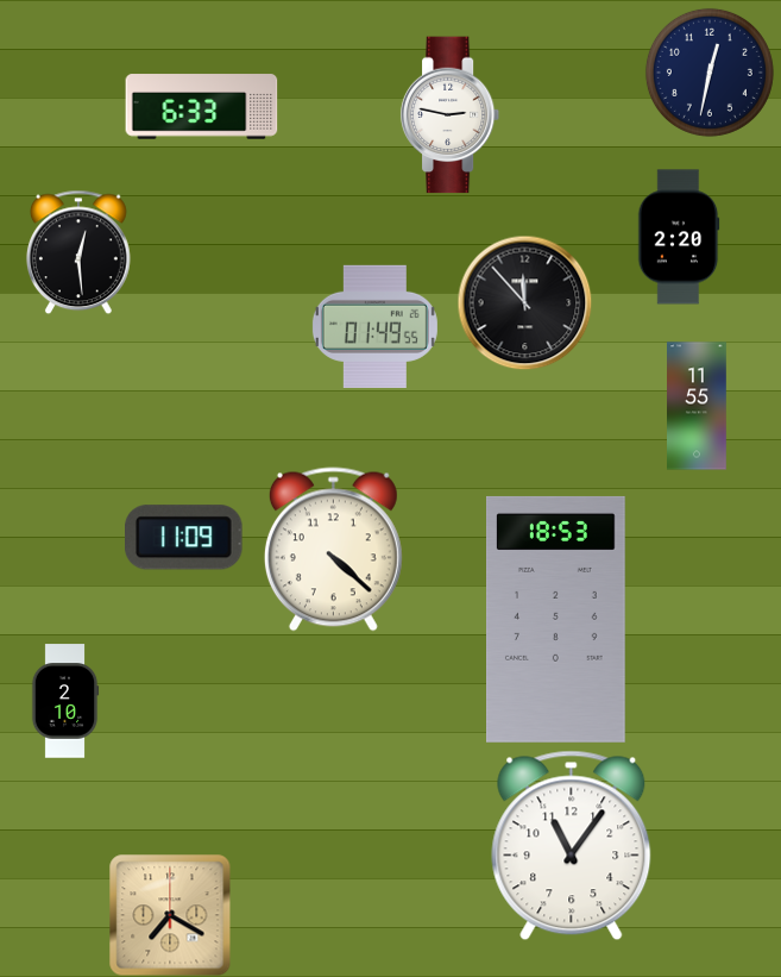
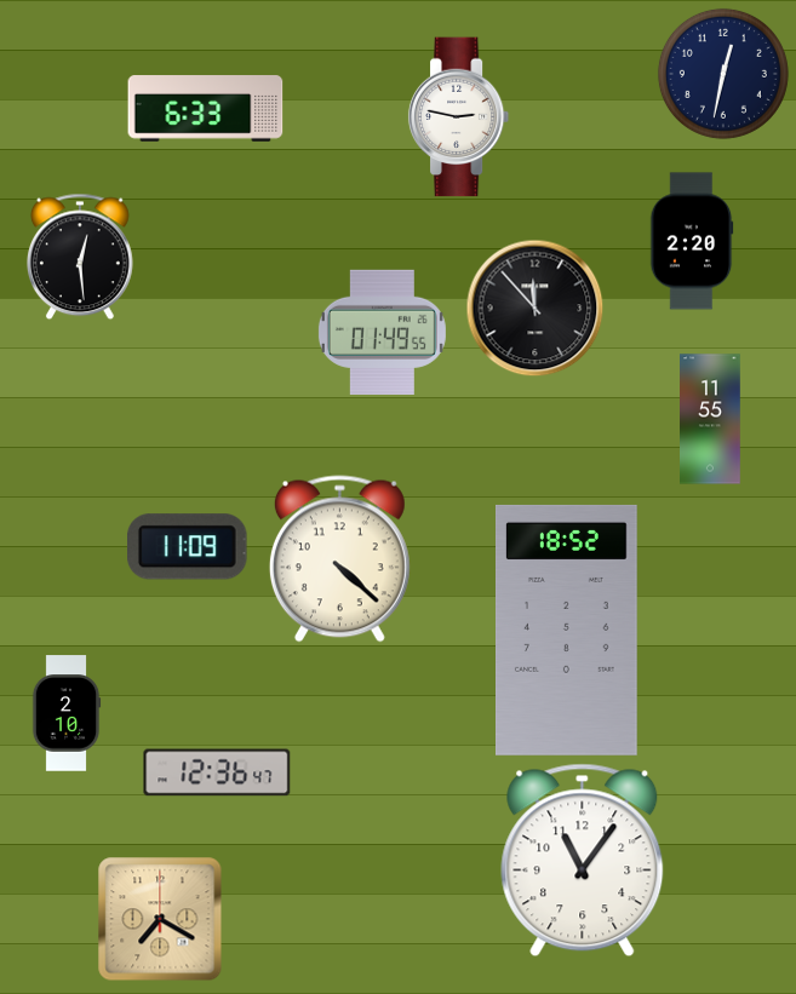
clock at (698, 406) position: (698, 406) -> (711, 419)
clock at (556, 619): 18:53 -> 18:52
clock at (217, 772): none -> 12:36
clock at (170, 915) position: (170, 915) -> (160, 919)
